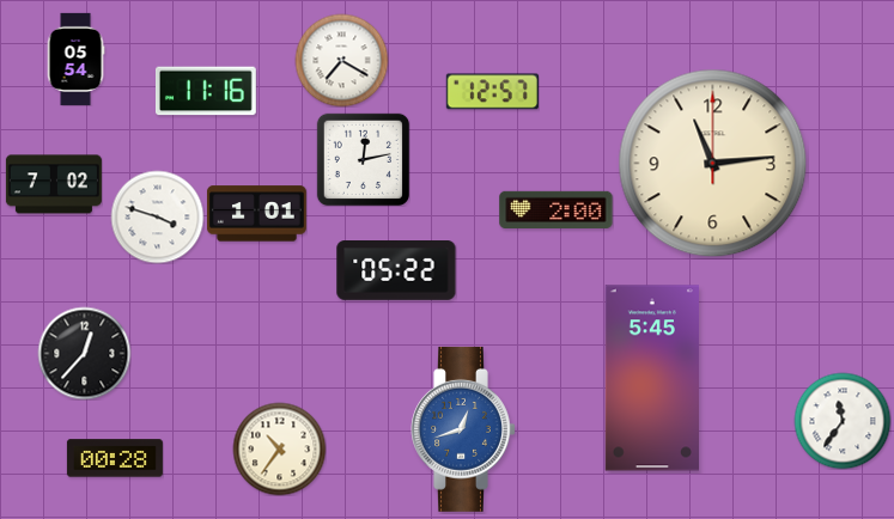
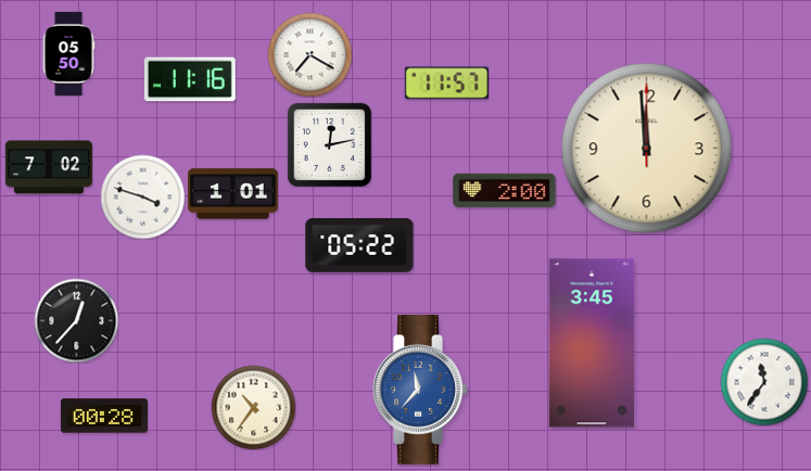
clock at (75, 59): 05:54 -> 05:50
clock at (206, 91) position: (206, 91) -> (190, 79)
clock at (492, 92): 12:57 -> 11:57
clock at (713, 164): 11:14 -> 11:59
clock at (651, 378): 5:45 -> 3:45
clock at (463, 429): 12:42 -> 11:37
